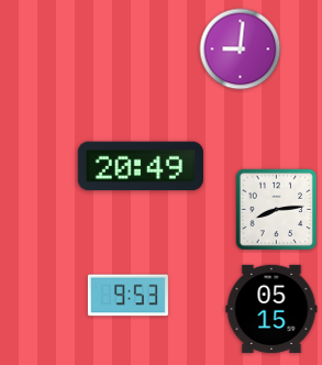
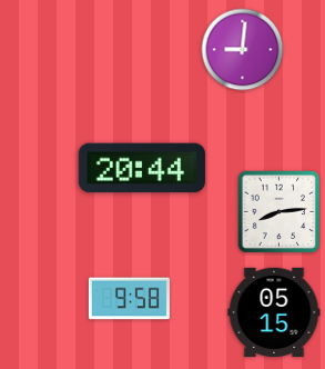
clock at (141, 166): 20:49 -> 20:44
clock at (127, 296): 9:53 -> 9:58
